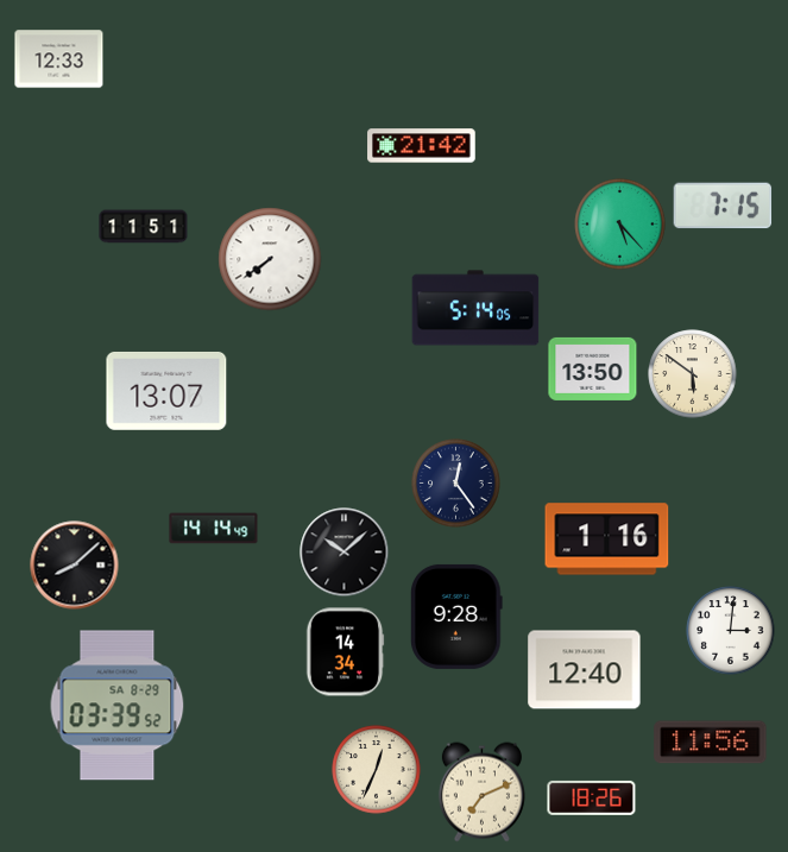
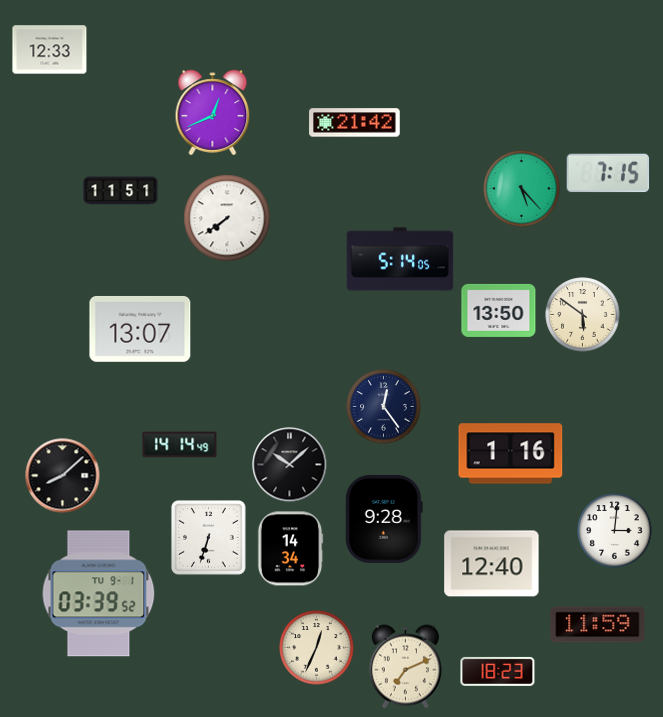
clock at (213, 113): none -> 12:41
clock at (209, 538): none -> 6:33
clock at (118, 706) date: SA 8-29 -> TU 9-1
clock at (711, 743): 11:56 -> 11:59
clock at (592, 797): 18:26 -> 18:23
